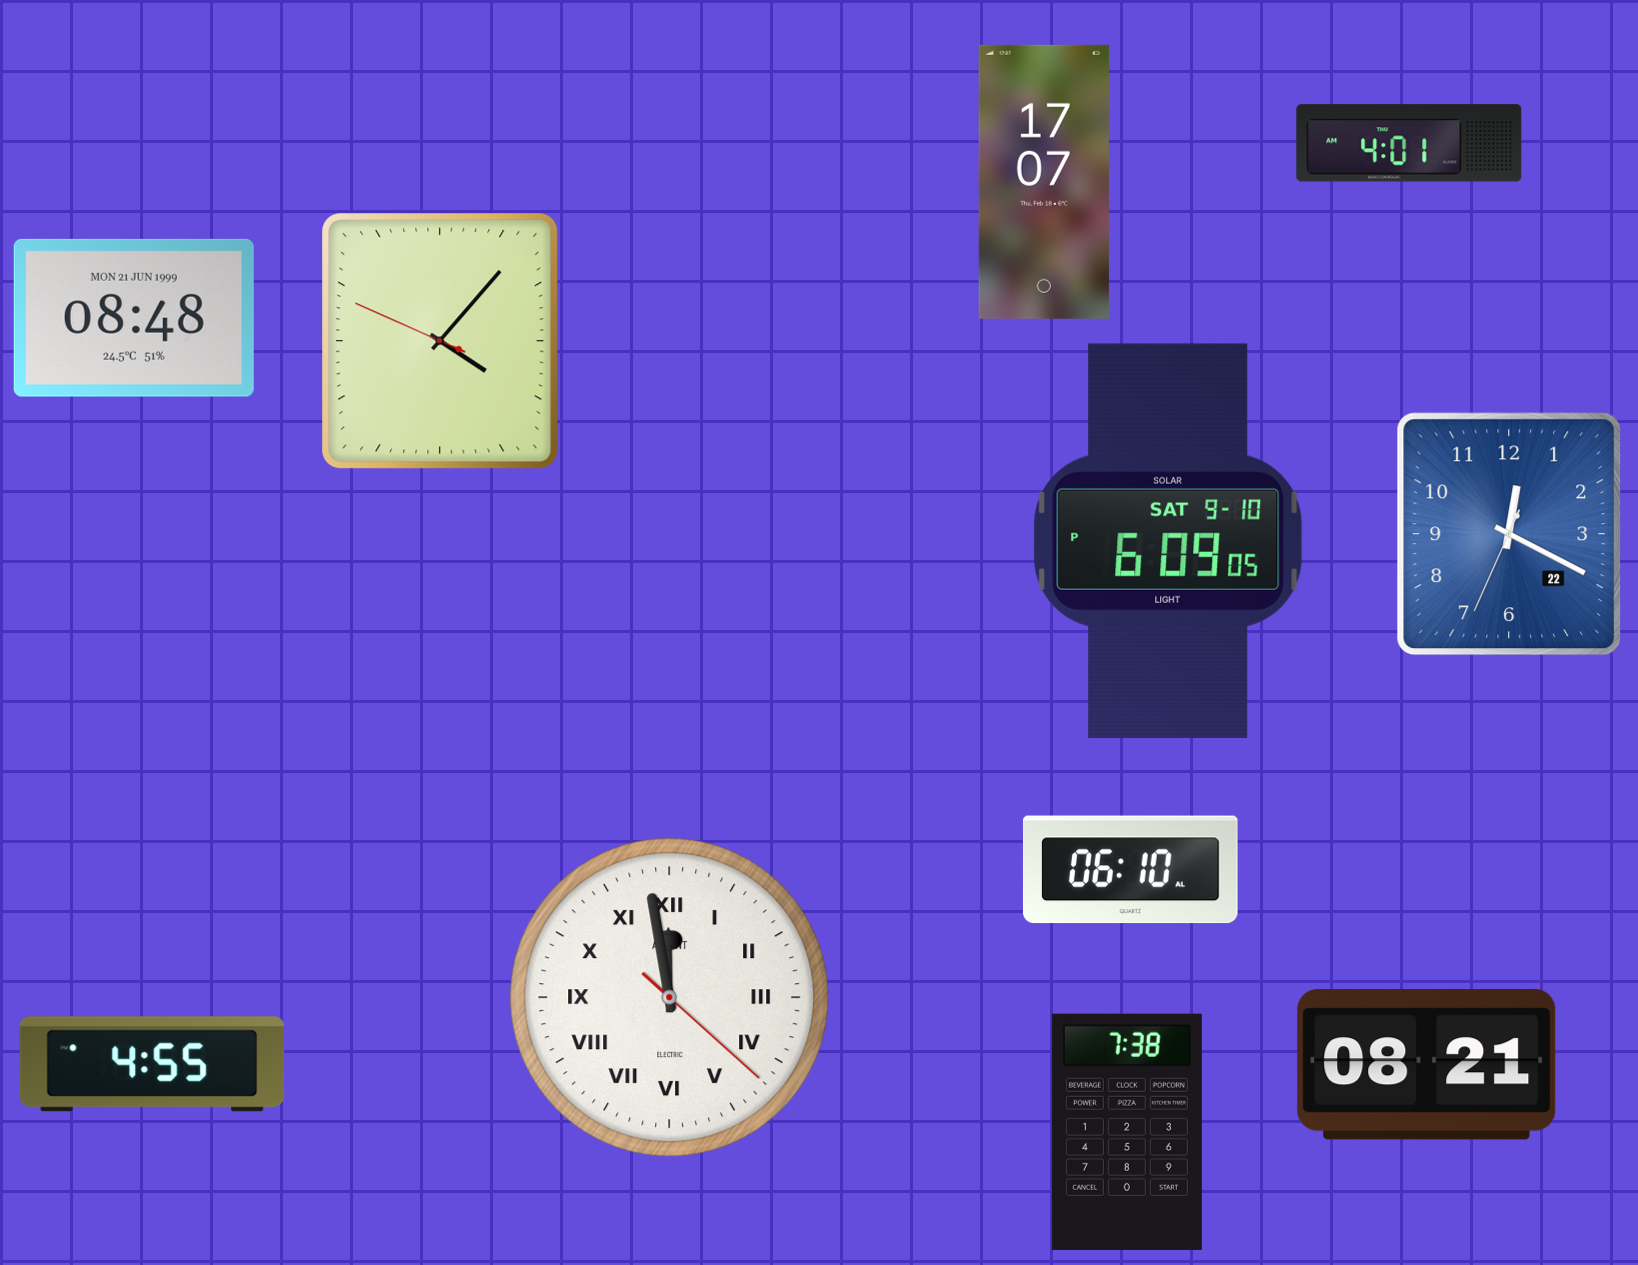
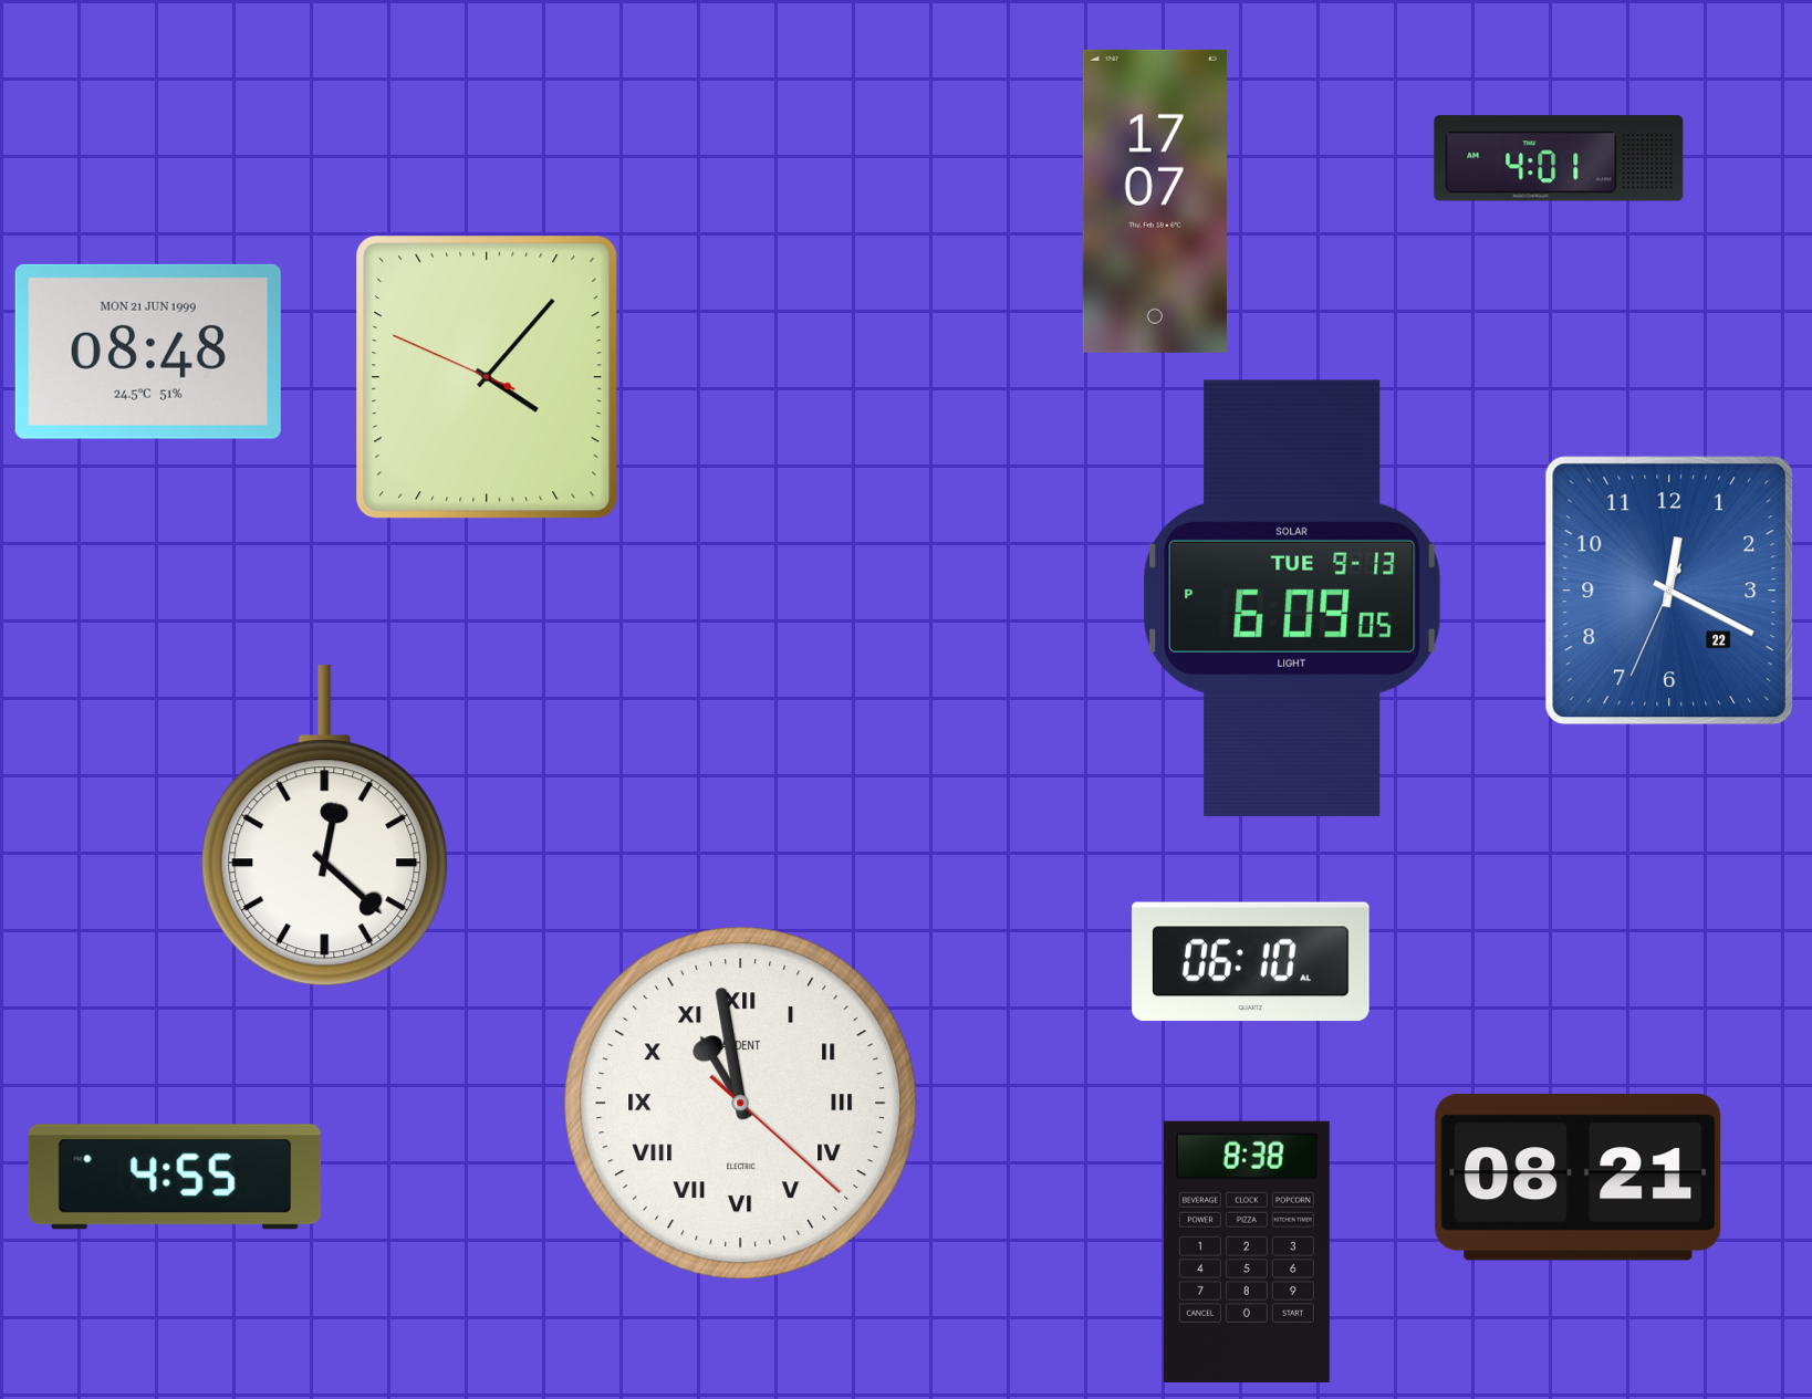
clock at (1168, 541) date: SAT 9-10 -> TUE 9-13
clock at (325, 826): none -> 12:22
clock at (670, 998): 11:58 -> 10:58
clock at (152, 1064) position: (152, 1064) -> (175, 1177)
clock at (1127, 1132): 7:38 -> 8:38
